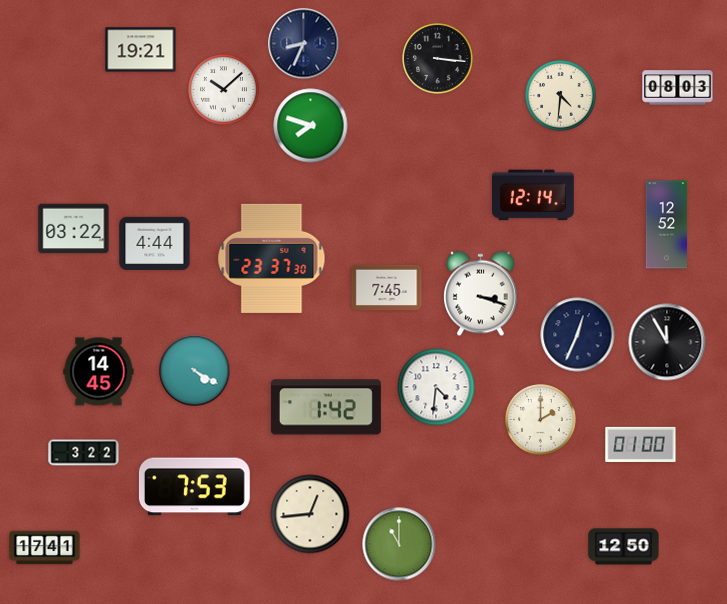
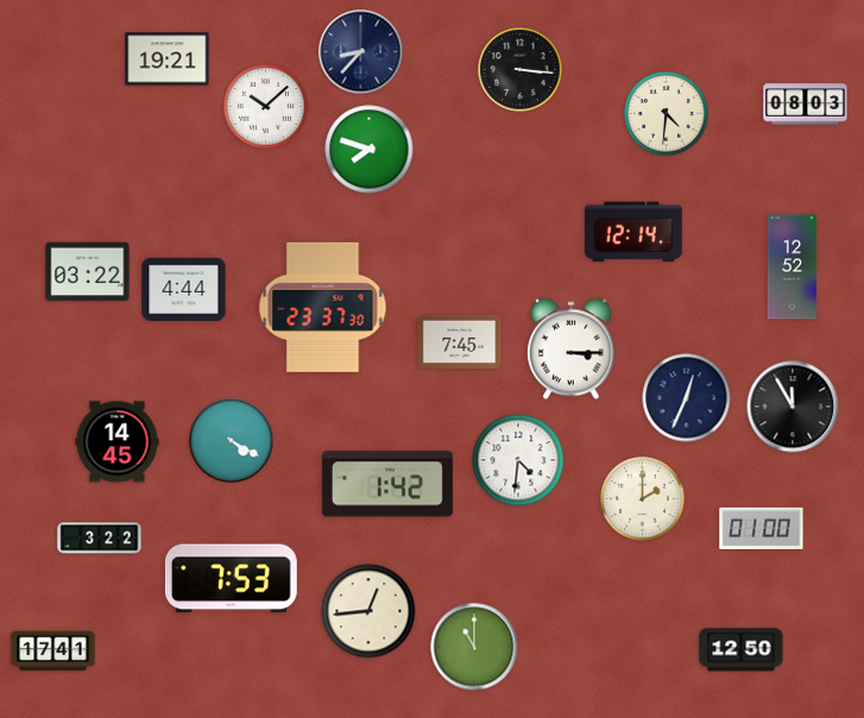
clock at (304, 44): 8:34 -> 8:37
clock at (481, 294): 3:18 -> 3:15
